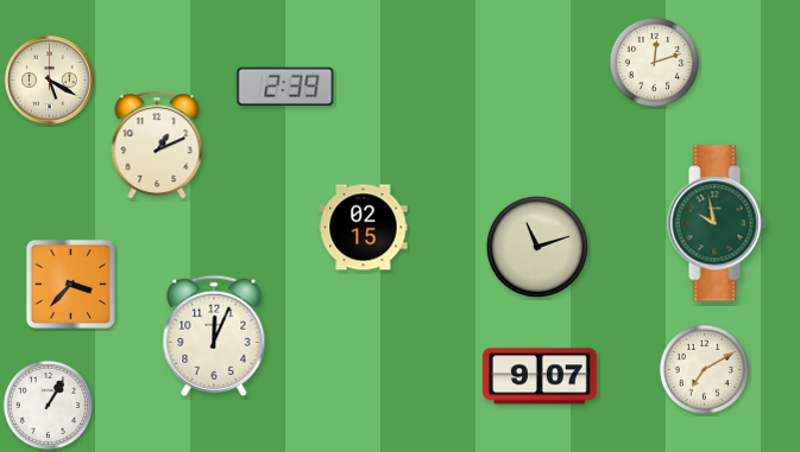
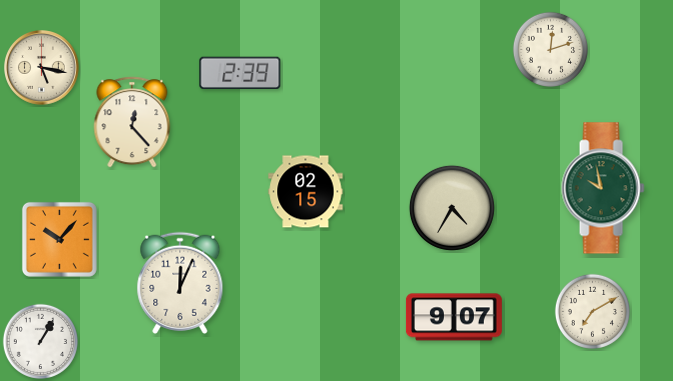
clock at (654, 62) position: (654, 62) -> (550, 49)
clock at (50, 81): 5:20 -> 5:17
clock at (157, 145): 1:11 -> 12:23
clock at (537, 247): 11:12 -> 4:35
clock at (70, 284): 3:37 -> 10:07
